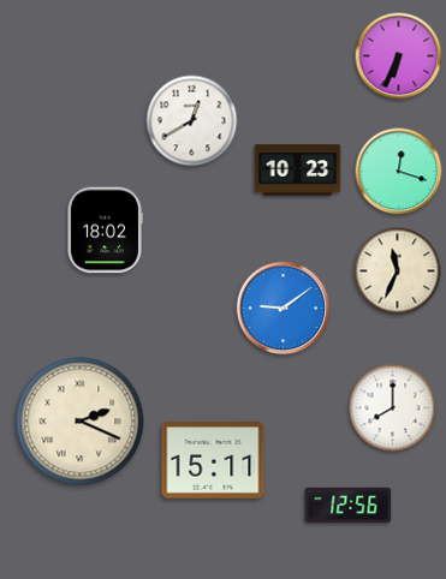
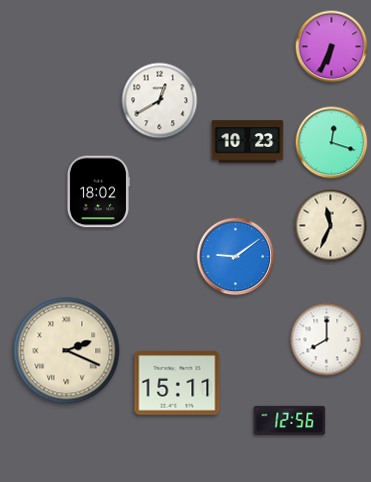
clock at (105, 231) position: (105, 231) -> (98, 192)
